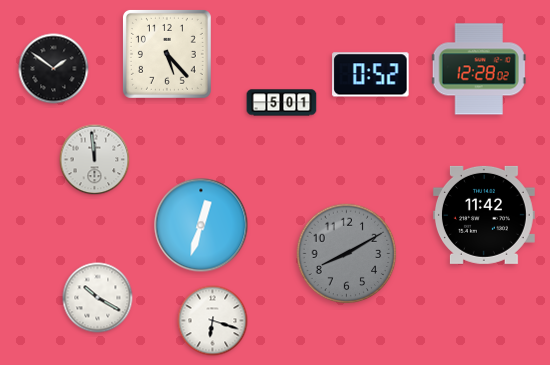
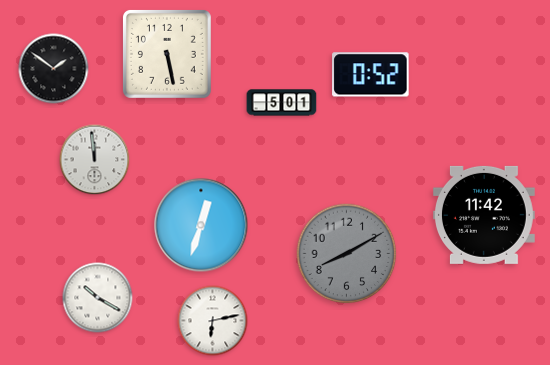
clock at (167, 54): 5:23 -> 5:28
clock at (479, 69): 12:28 -> none
clock at (213, 321): 6:18 -> 6:13
